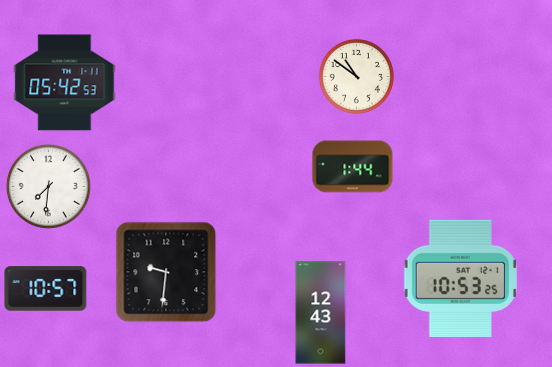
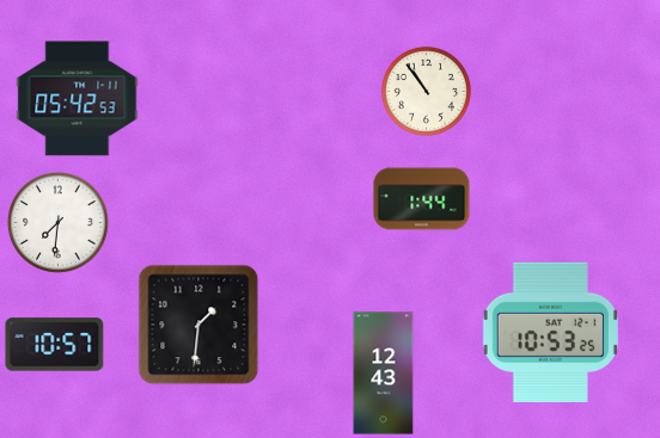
clock at (356, 76): 10:51 -> 10:54
clock at (166, 272): 9:31 -> 1:31
